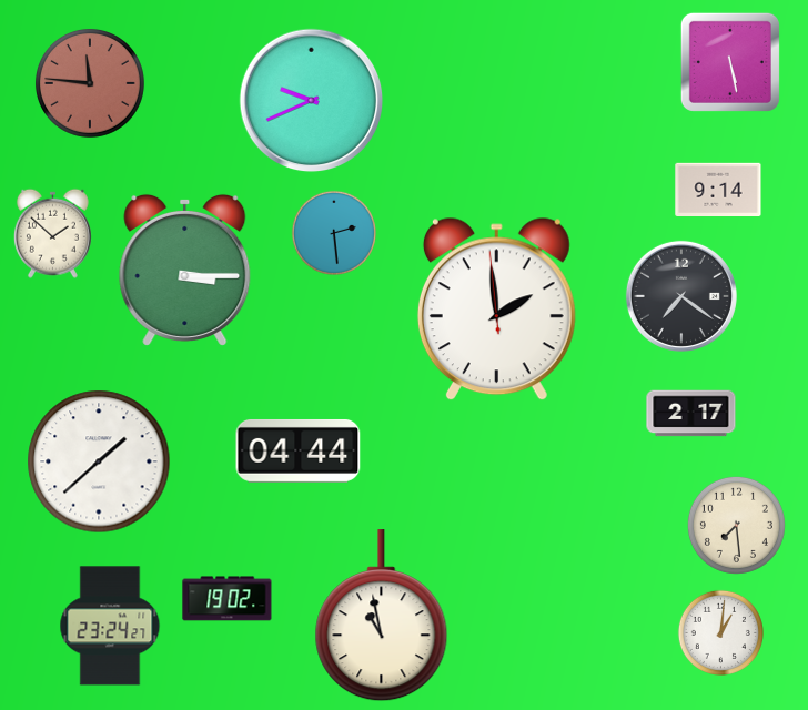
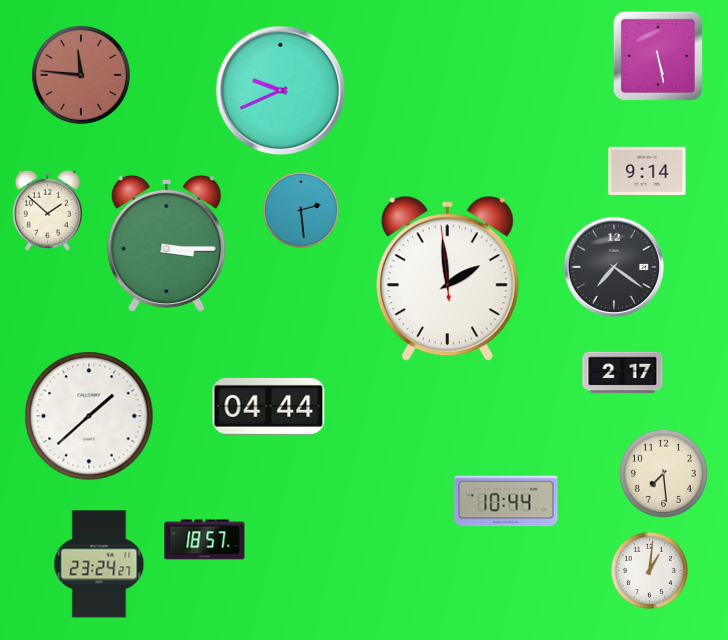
clock at (506, 501): none -> 10:44
clock at (228, 599): 19:02 -> 18:57
clock at (382, 616): 10:58 -> none
